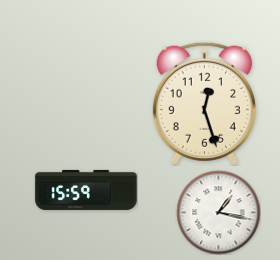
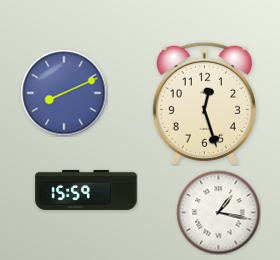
clock at (64, 93): none -> 8:11
